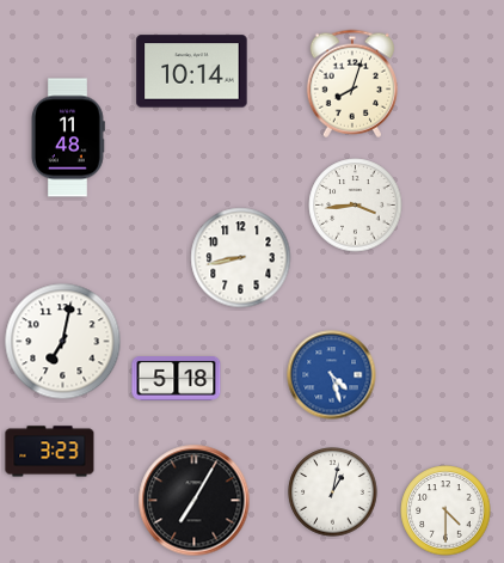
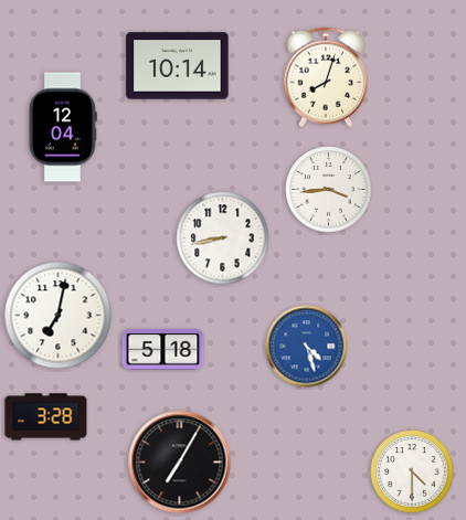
clock at (68, 137): 11:48 -> 12:04
clock at (50, 452): 3:23 -> 3:28
clock at (333, 492): 1:02 -> none
